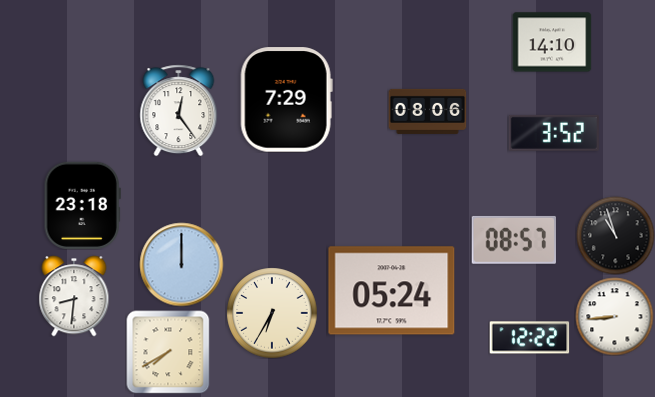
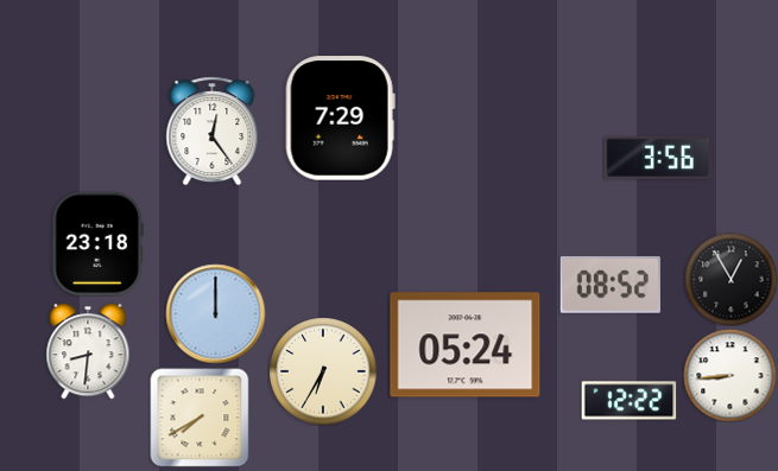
clock at (552, 42): 14:10 -> none
clock at (427, 111): 08:06 -> none
clock at (554, 133): 3:52 -> 3:56
clock at (615, 235): 10:57 -> 12:55
clock at (514, 240): 08:57 -> 08:52
